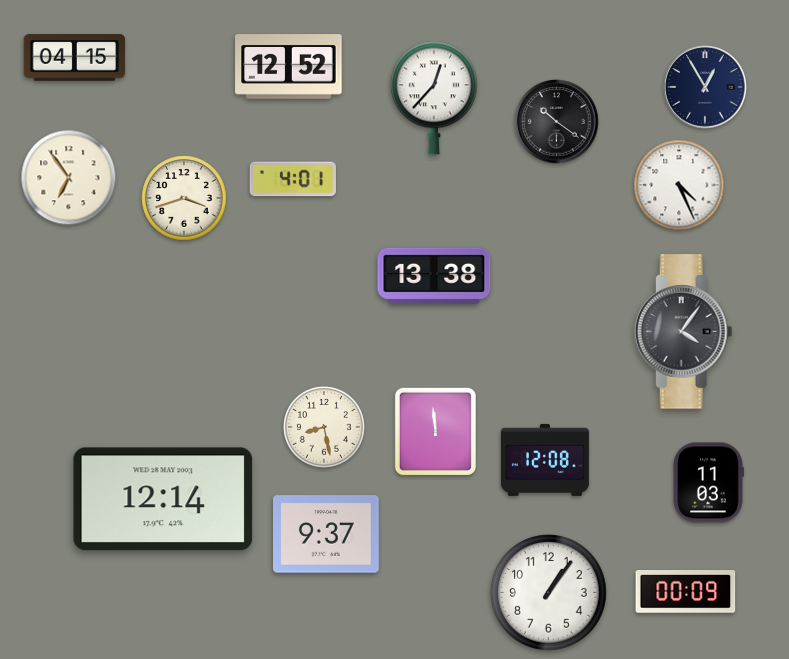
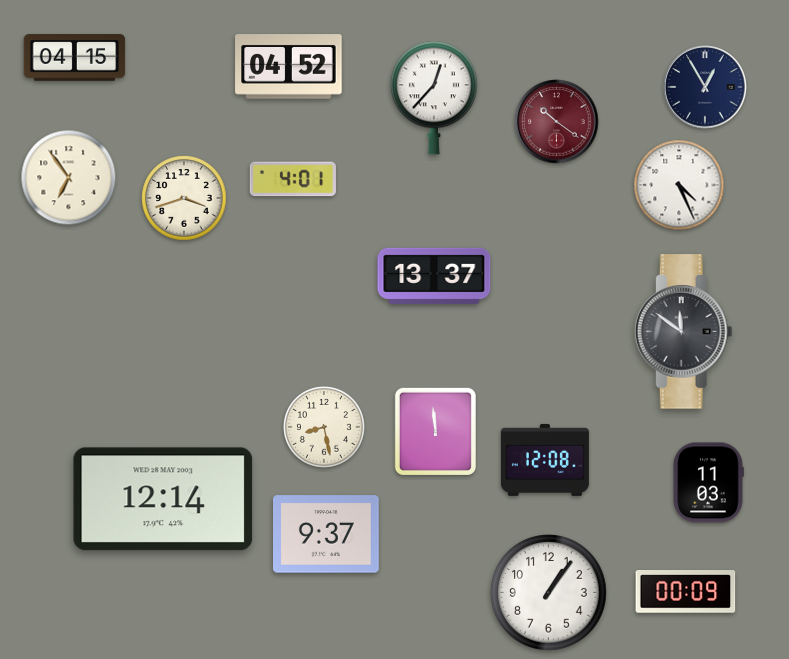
clock at (289, 67): 12:52 -> 04:52
clock at (557, 122) dial: black -> burgundy
clock at (434, 276): 13:38 -> 13:37
clock at (683, 332): 4:06 -> 11:51
